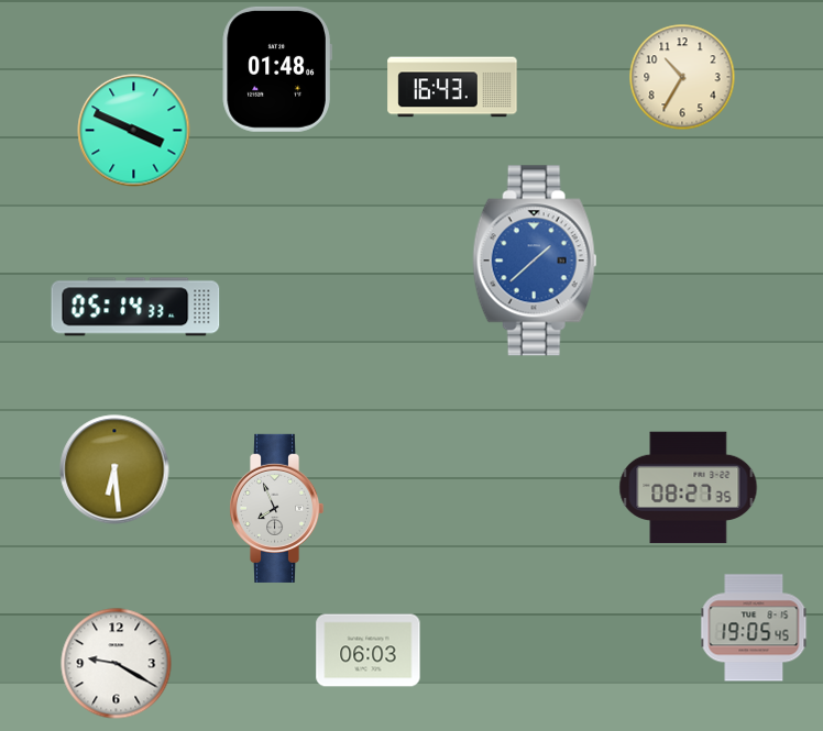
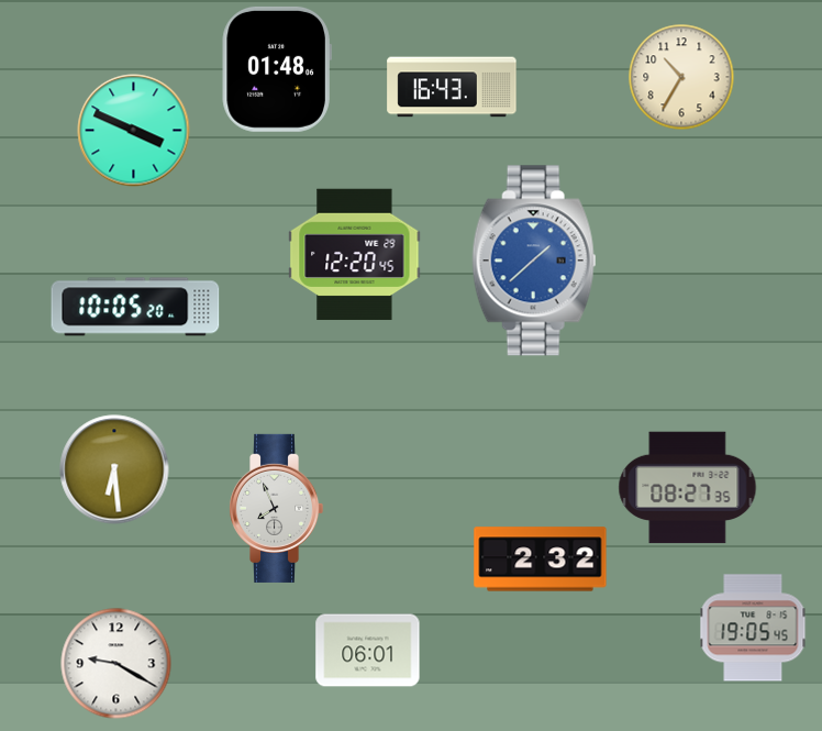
clock at (355, 255): none -> 12:20
clock at (135, 307): 05:14 -> 10:05
clock at (541, 560): none -> 2:32
clock at (369, 651): 06:03 -> 06:01
